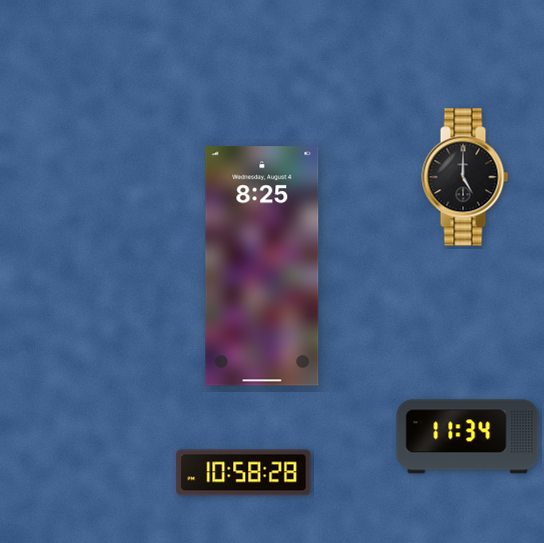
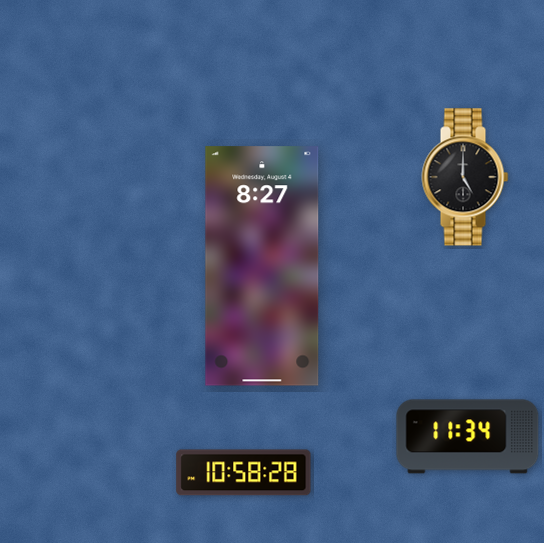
clock at (262, 266): 8:25 -> 8:27
